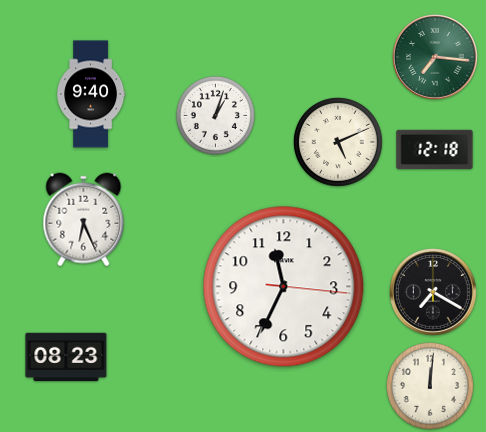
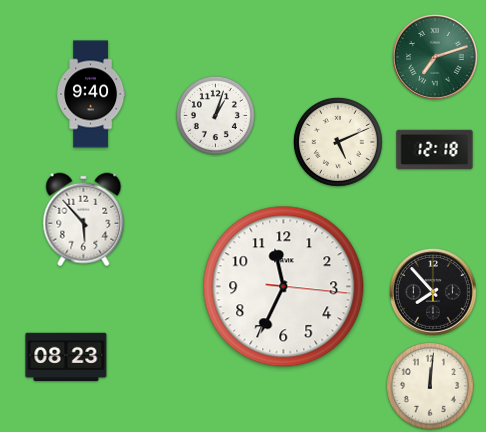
clock at (436, 58): 7:16 -> 7:12
clock at (84, 220): 6:26 -> 5:53
clock at (433, 292): 7:20 -> 7:53
